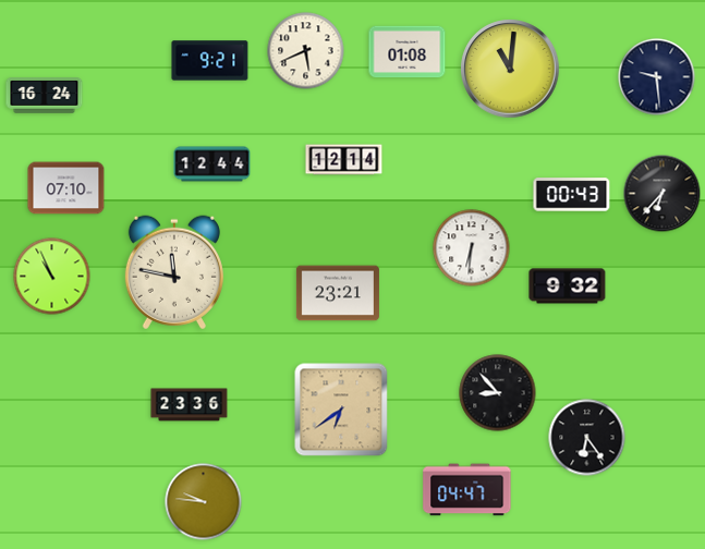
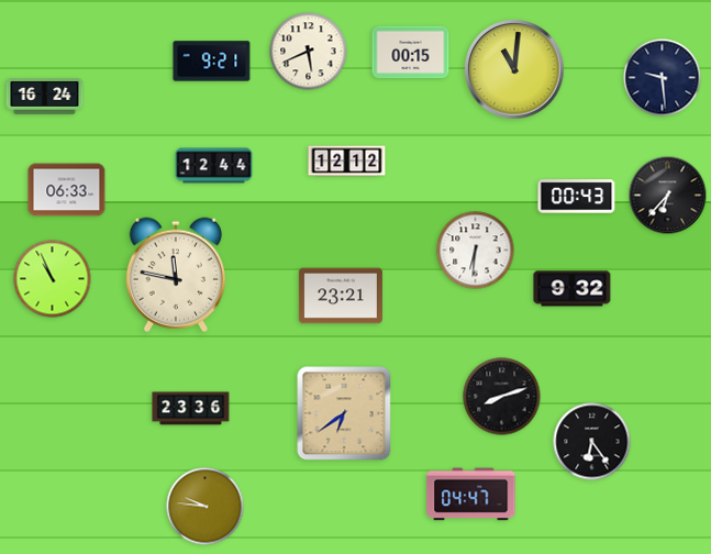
clock at (408, 52): 01:08 -> 00:15
clock at (344, 160): 12:14 -> 12:12
clock at (66, 188): 07:10 -> 06:33
clock at (498, 393): 8:53 -> 8:12
